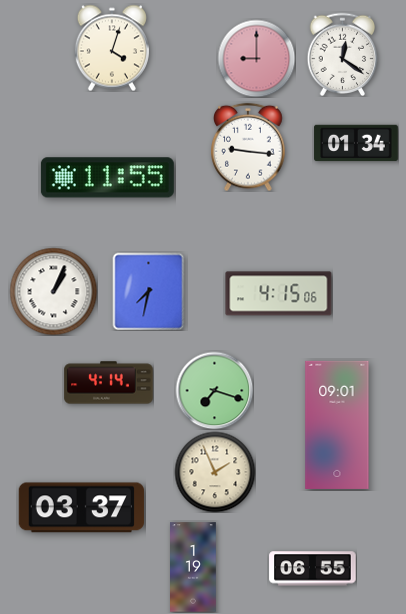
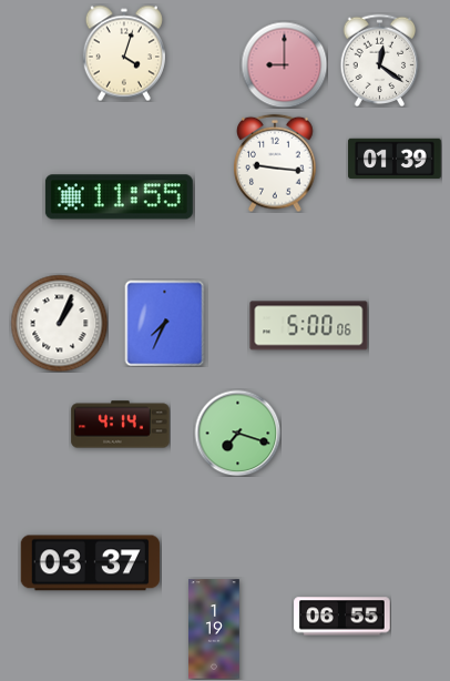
clock at (356, 143): 01:34 -> 01:39
clock at (149, 291): 7:32 -> 7:34
clock at (279, 294): 4:15 -> 5:00
clock at (337, 425): 09:01 -> none
clock at (215, 472): 1:56 -> none
clock at (313, 569) position: (313, 569) -> (342, 617)
